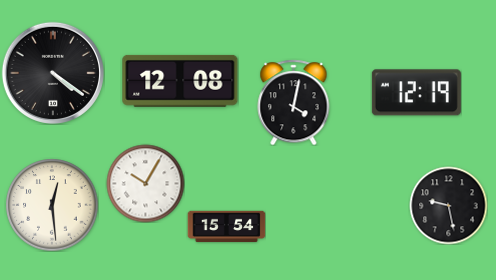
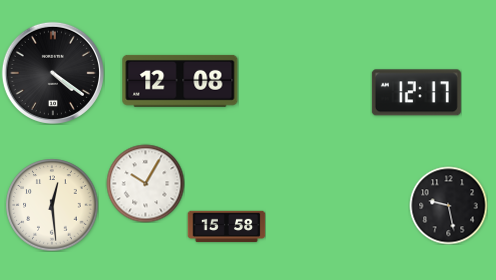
clock at (416, 93): 12:19 -> 12:17
clock at (294, 102): 4:02 -> none
clock at (226, 227): 15:54 -> 15:58
